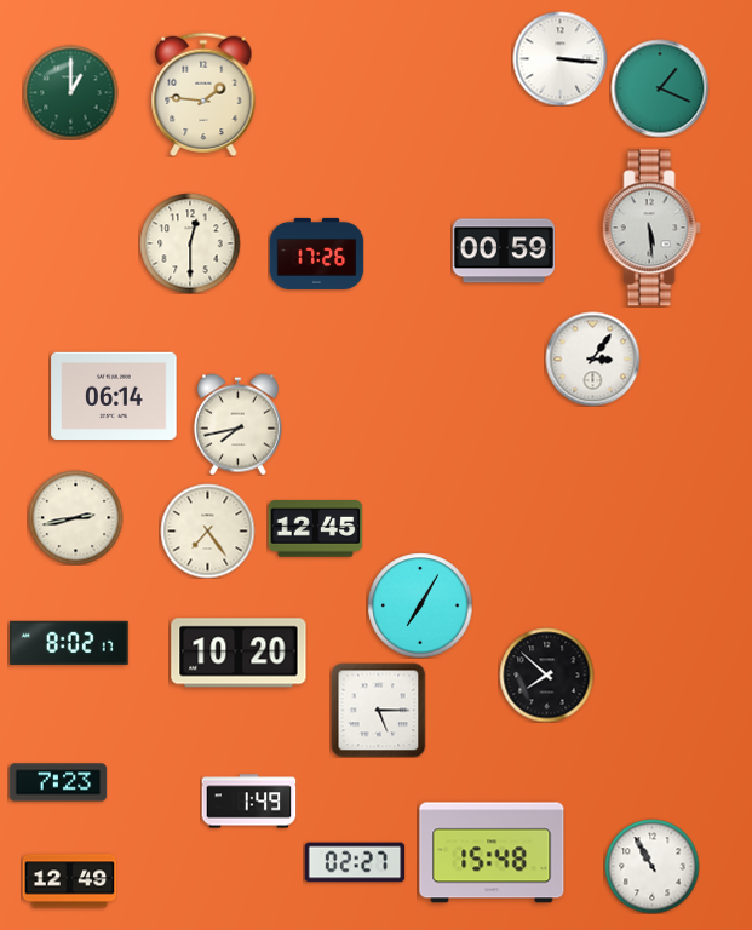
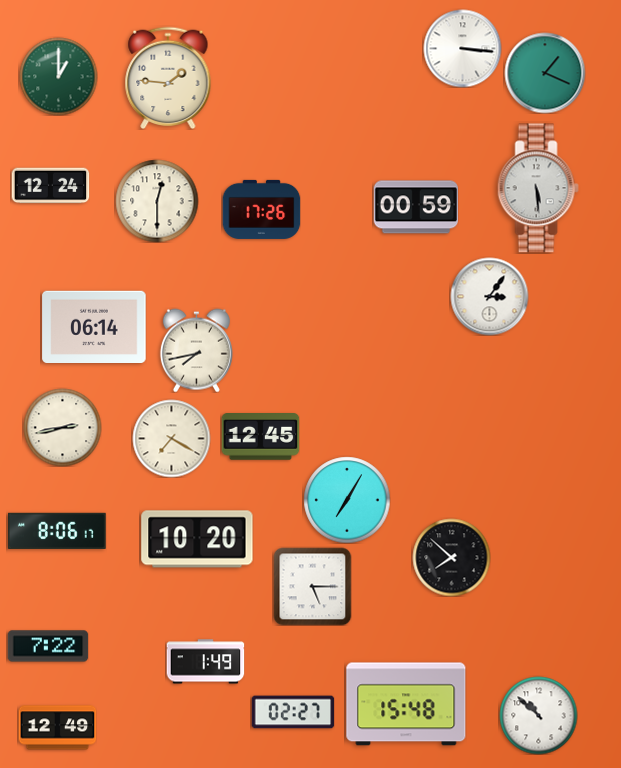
clock at (50, 186): none -> 12:24
clock at (207, 530): 7:24 -> 7:20
clock at (69, 643): 8:02 -> 8:06
clock at (58, 782): 7:23 -> 7:22
clock at (651, 866): 10:55 -> 10:52
